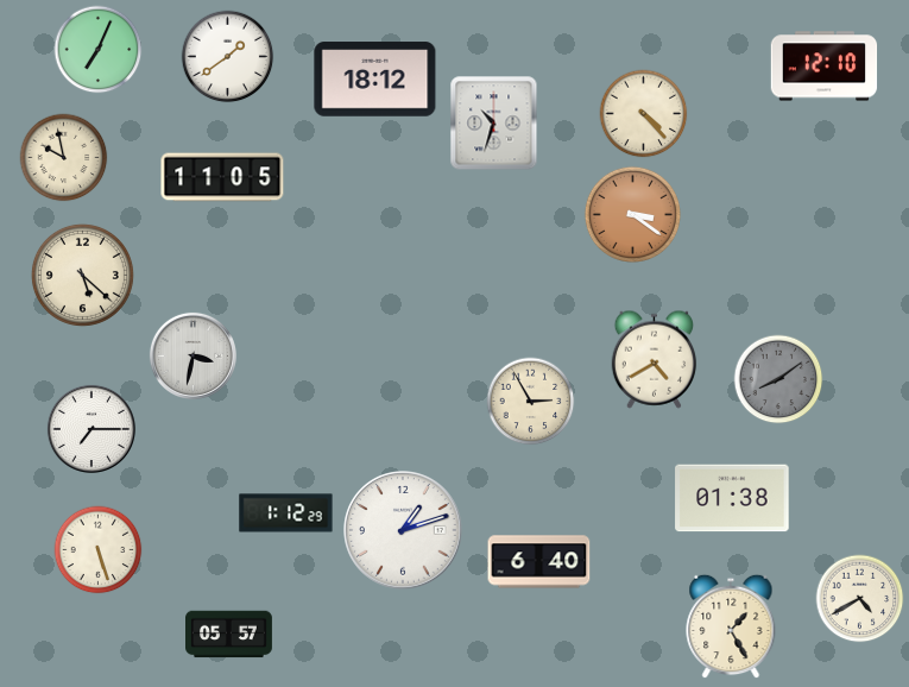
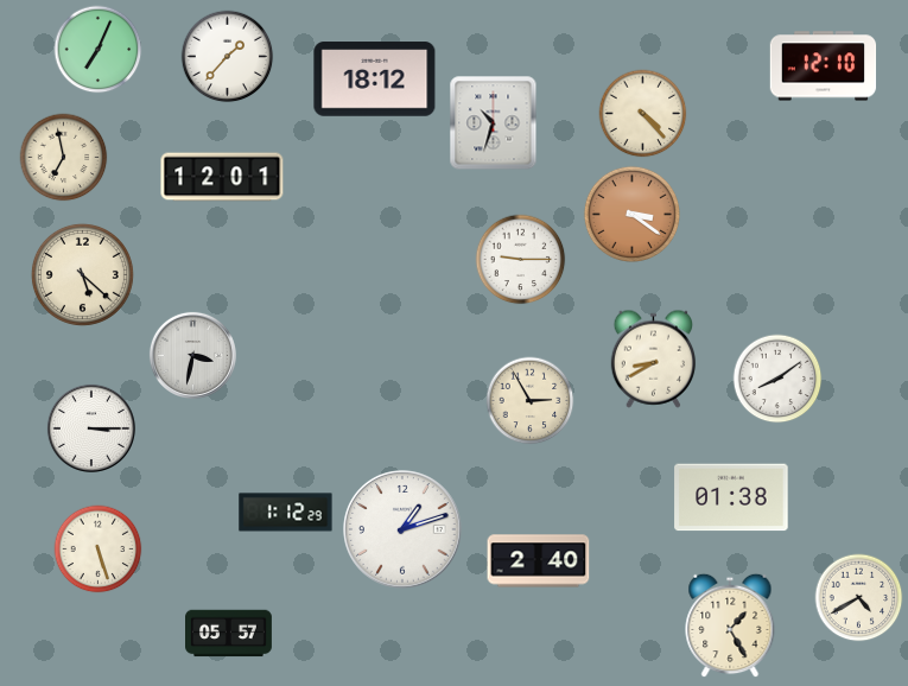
clock at (228, 57): 1:39 -> 1:37
clock at (64, 158): 9:58 -> 6:58
clock at (222, 177): 11:05 -> 12:01
clock at (521, 260): none -> 9:15
clock at (655, 359): 4:40 -> 8:40
clock at (778, 379) dial: grey -> white
clock at (91, 429): 7:15 -> 3:15
clock at (539, 562): 6:40 -> 2:40
